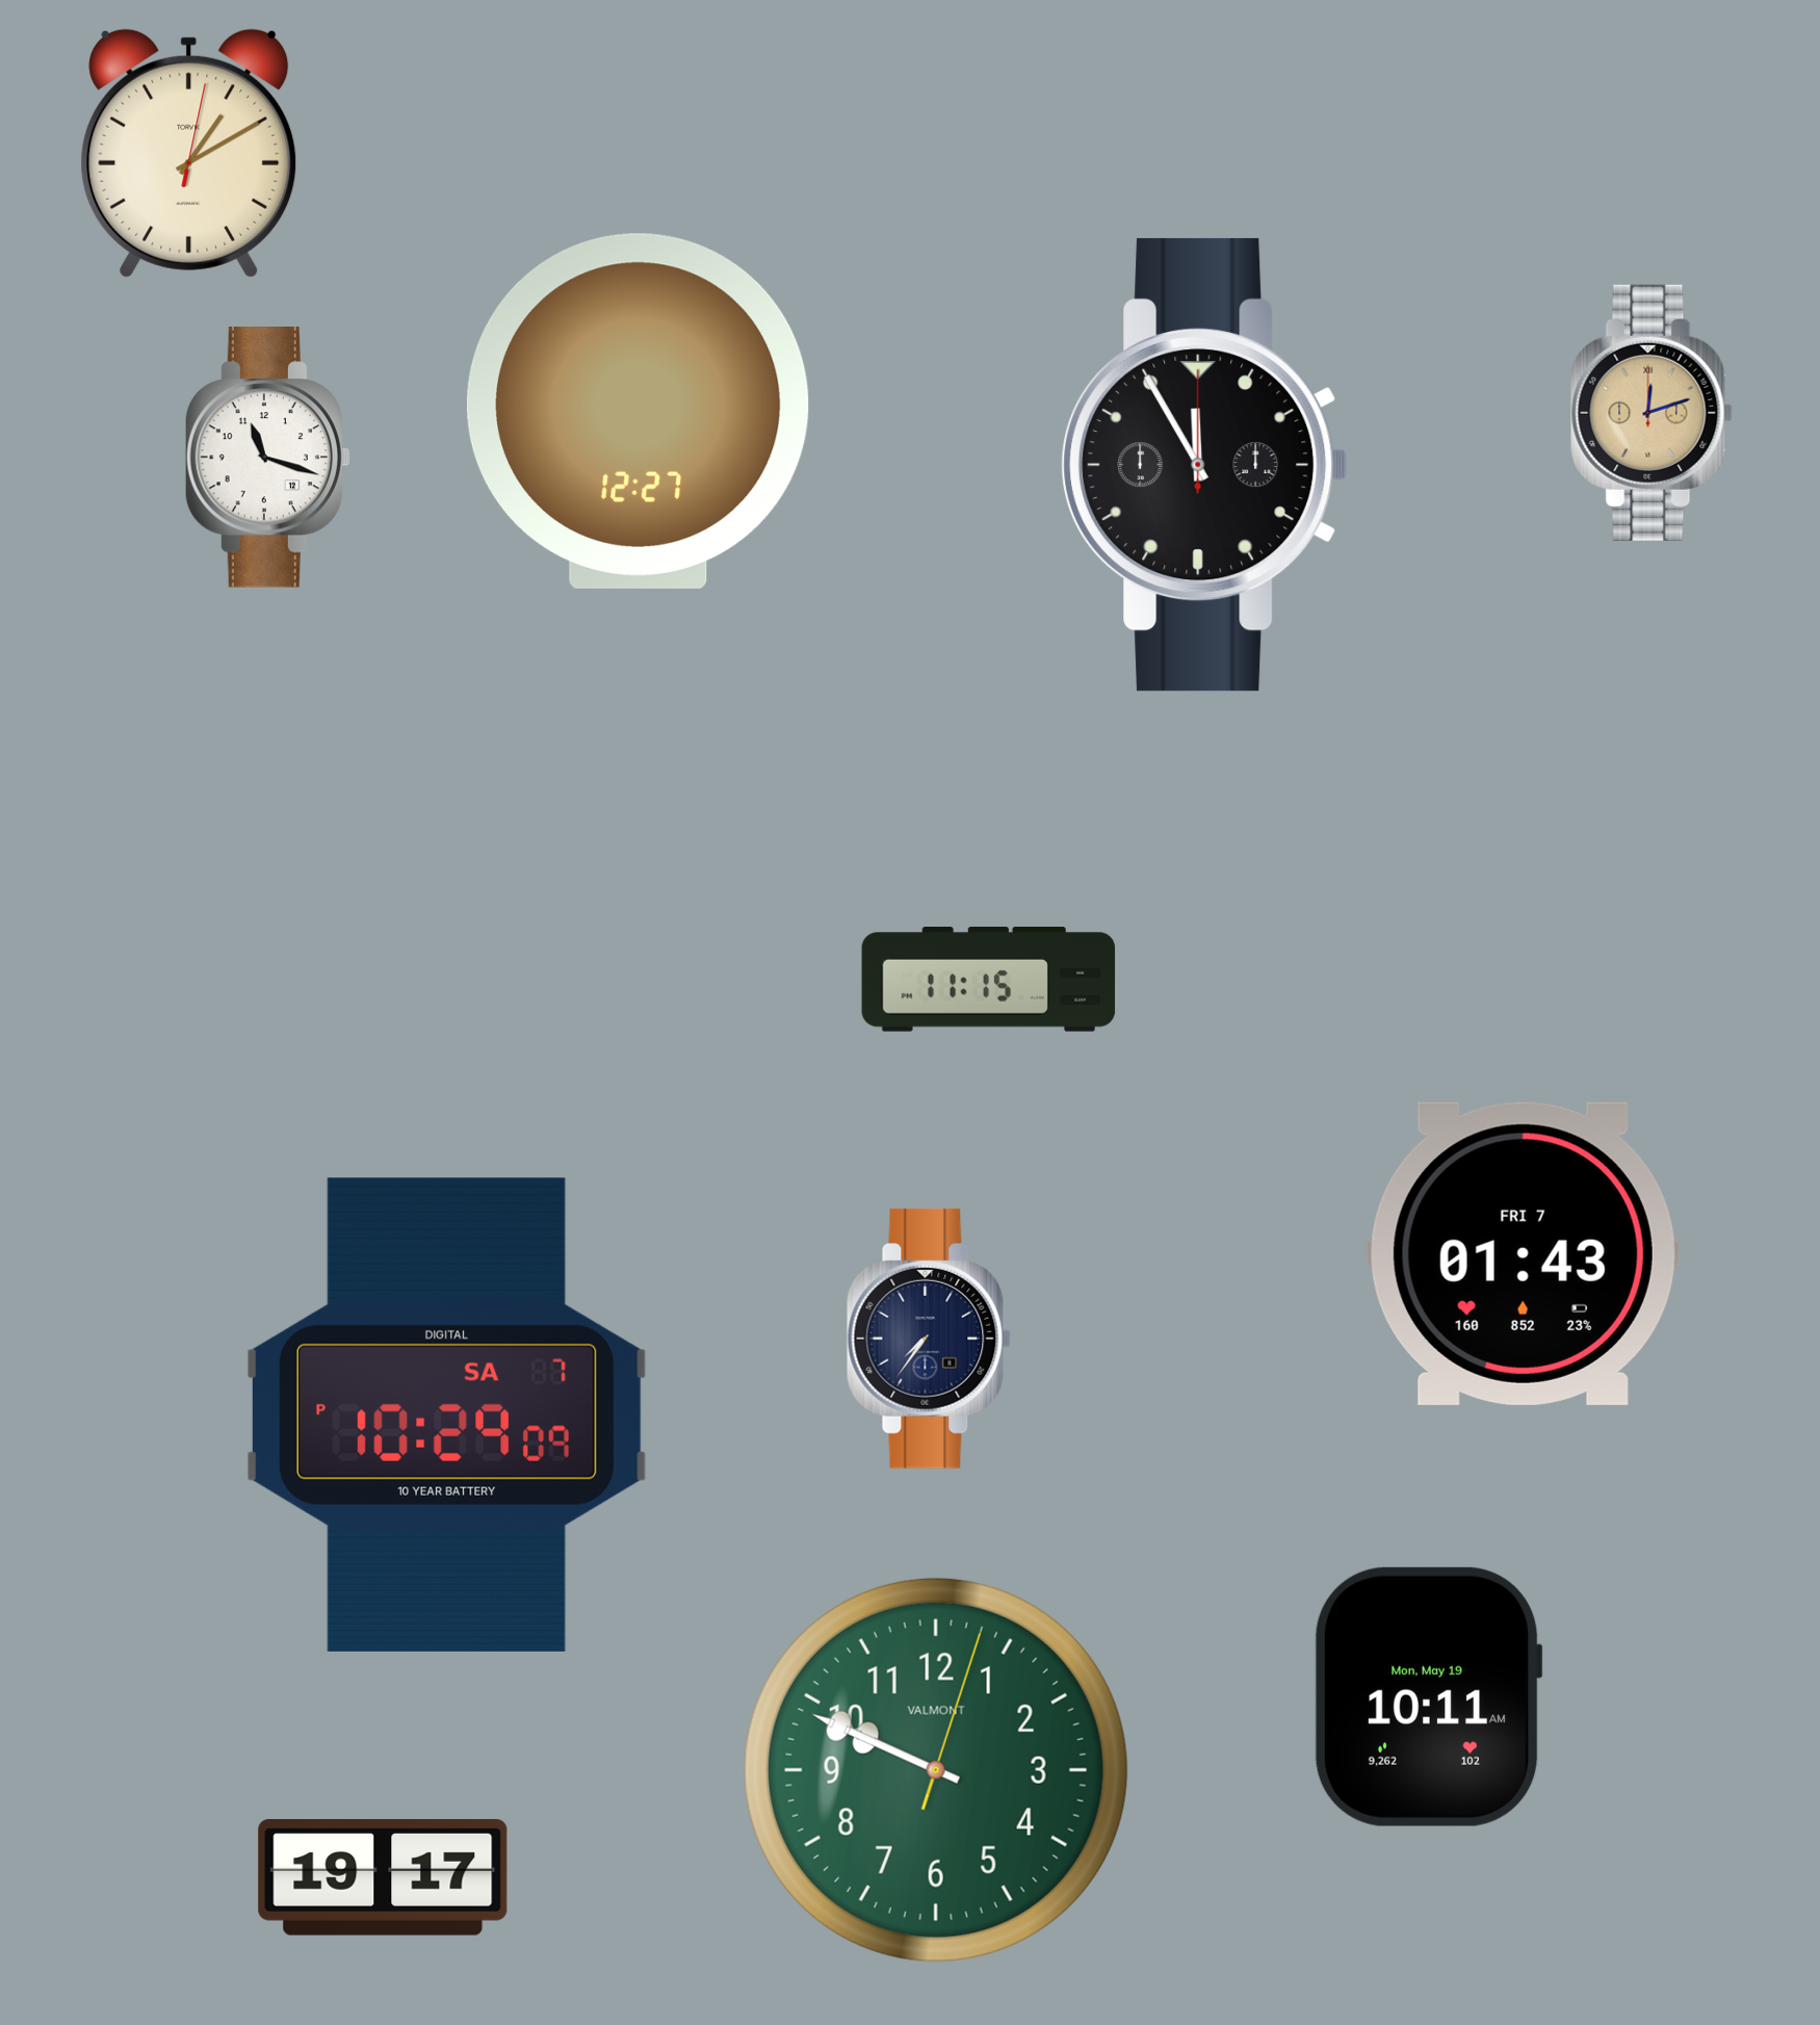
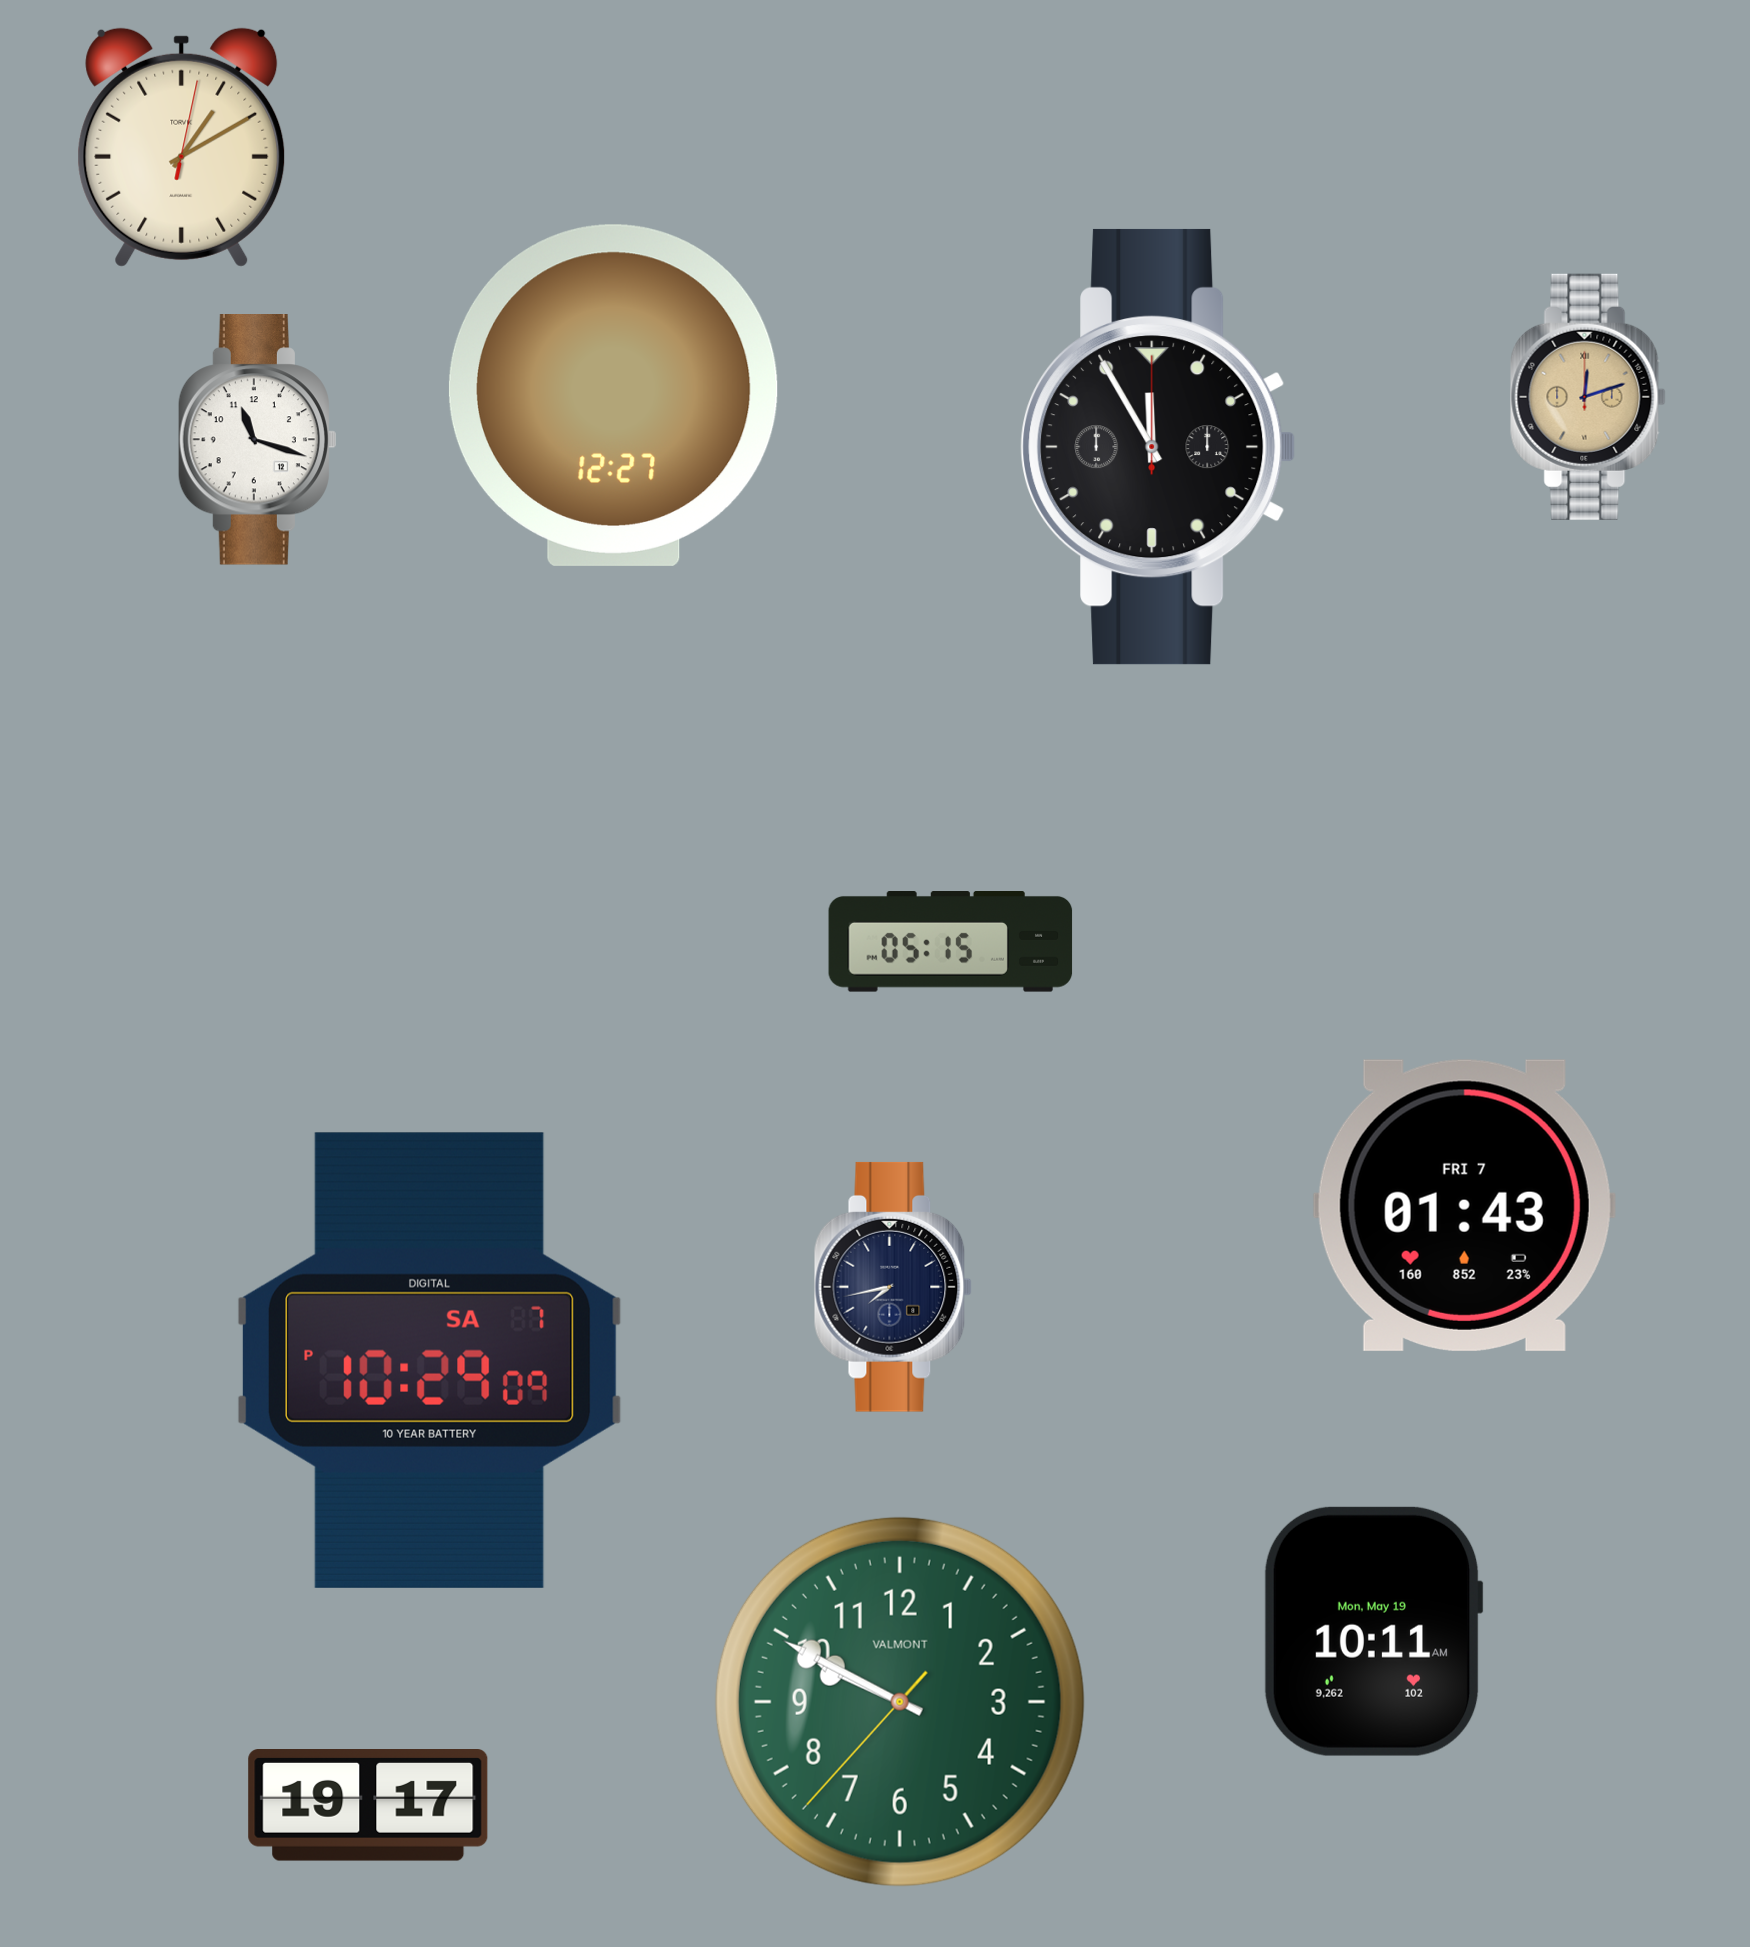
clock at (989, 980): 11:15 -> 05:15
clock at (929, 1339): 7:36 -> 7:43
clock at (936, 1770): 9:49:03 -> 9:49:37
